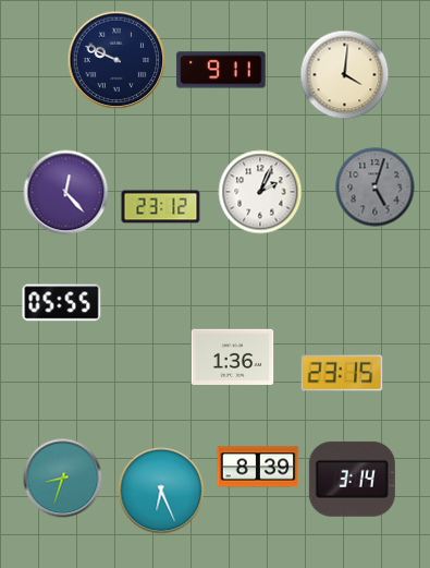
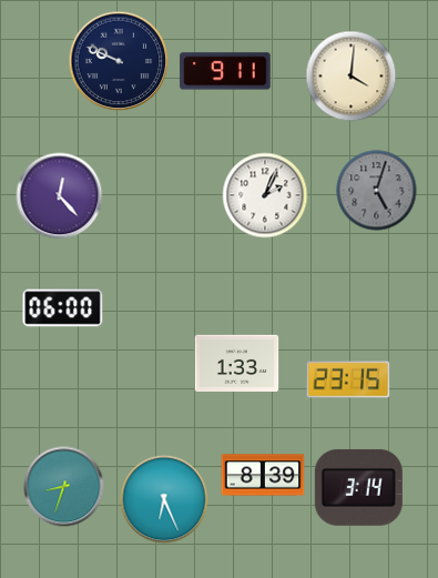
clock at (376, 188) position: (376, 188) -> (377, 191)
clock at (66, 193) position: (66, 193) -> (60, 196)
clock at (161, 207): 23:12 -> none
clock at (62, 303): 05:55 -> 06:00
clock at (233, 356): 1:36 -> 1:33
